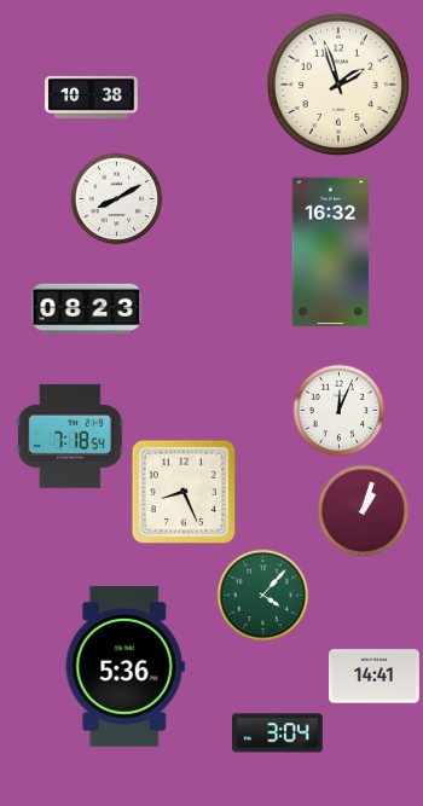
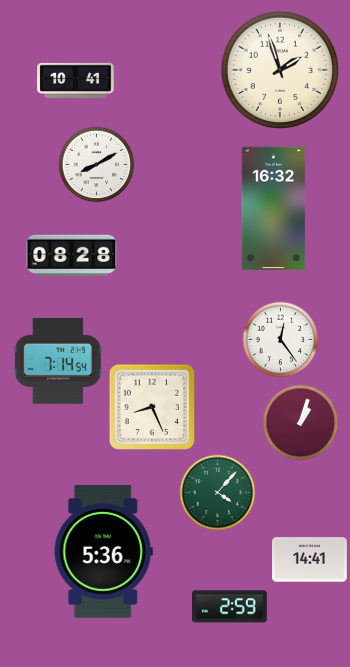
clock at (92, 97): 10:38 -> 10:41
clock at (87, 309): 08:23 -> 08:28
clock at (340, 411): 12:04 -> 12:24
clock at (70, 436): 7:18 -> 7:14
clock at (277, 733): 3:04 -> 2:59
